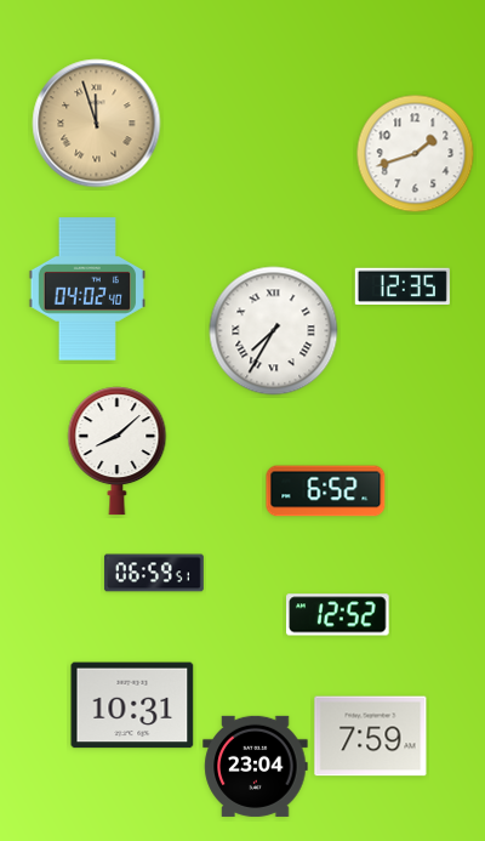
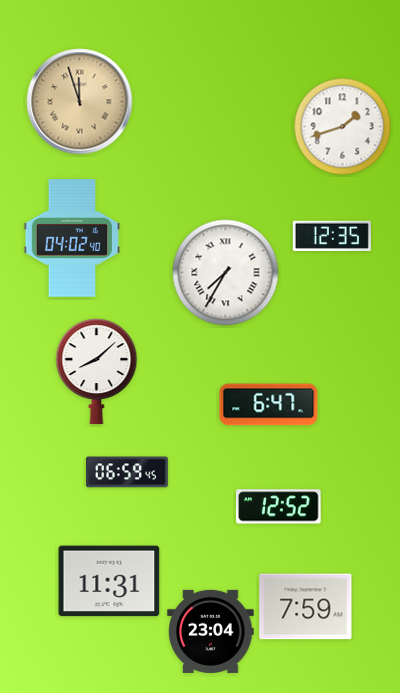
clock at (326, 491): 6:52 -> 6:47
clock at (154, 573): 06:59:51 -> 06:59:45
clock at (132, 705): 10:31 -> 11:31
